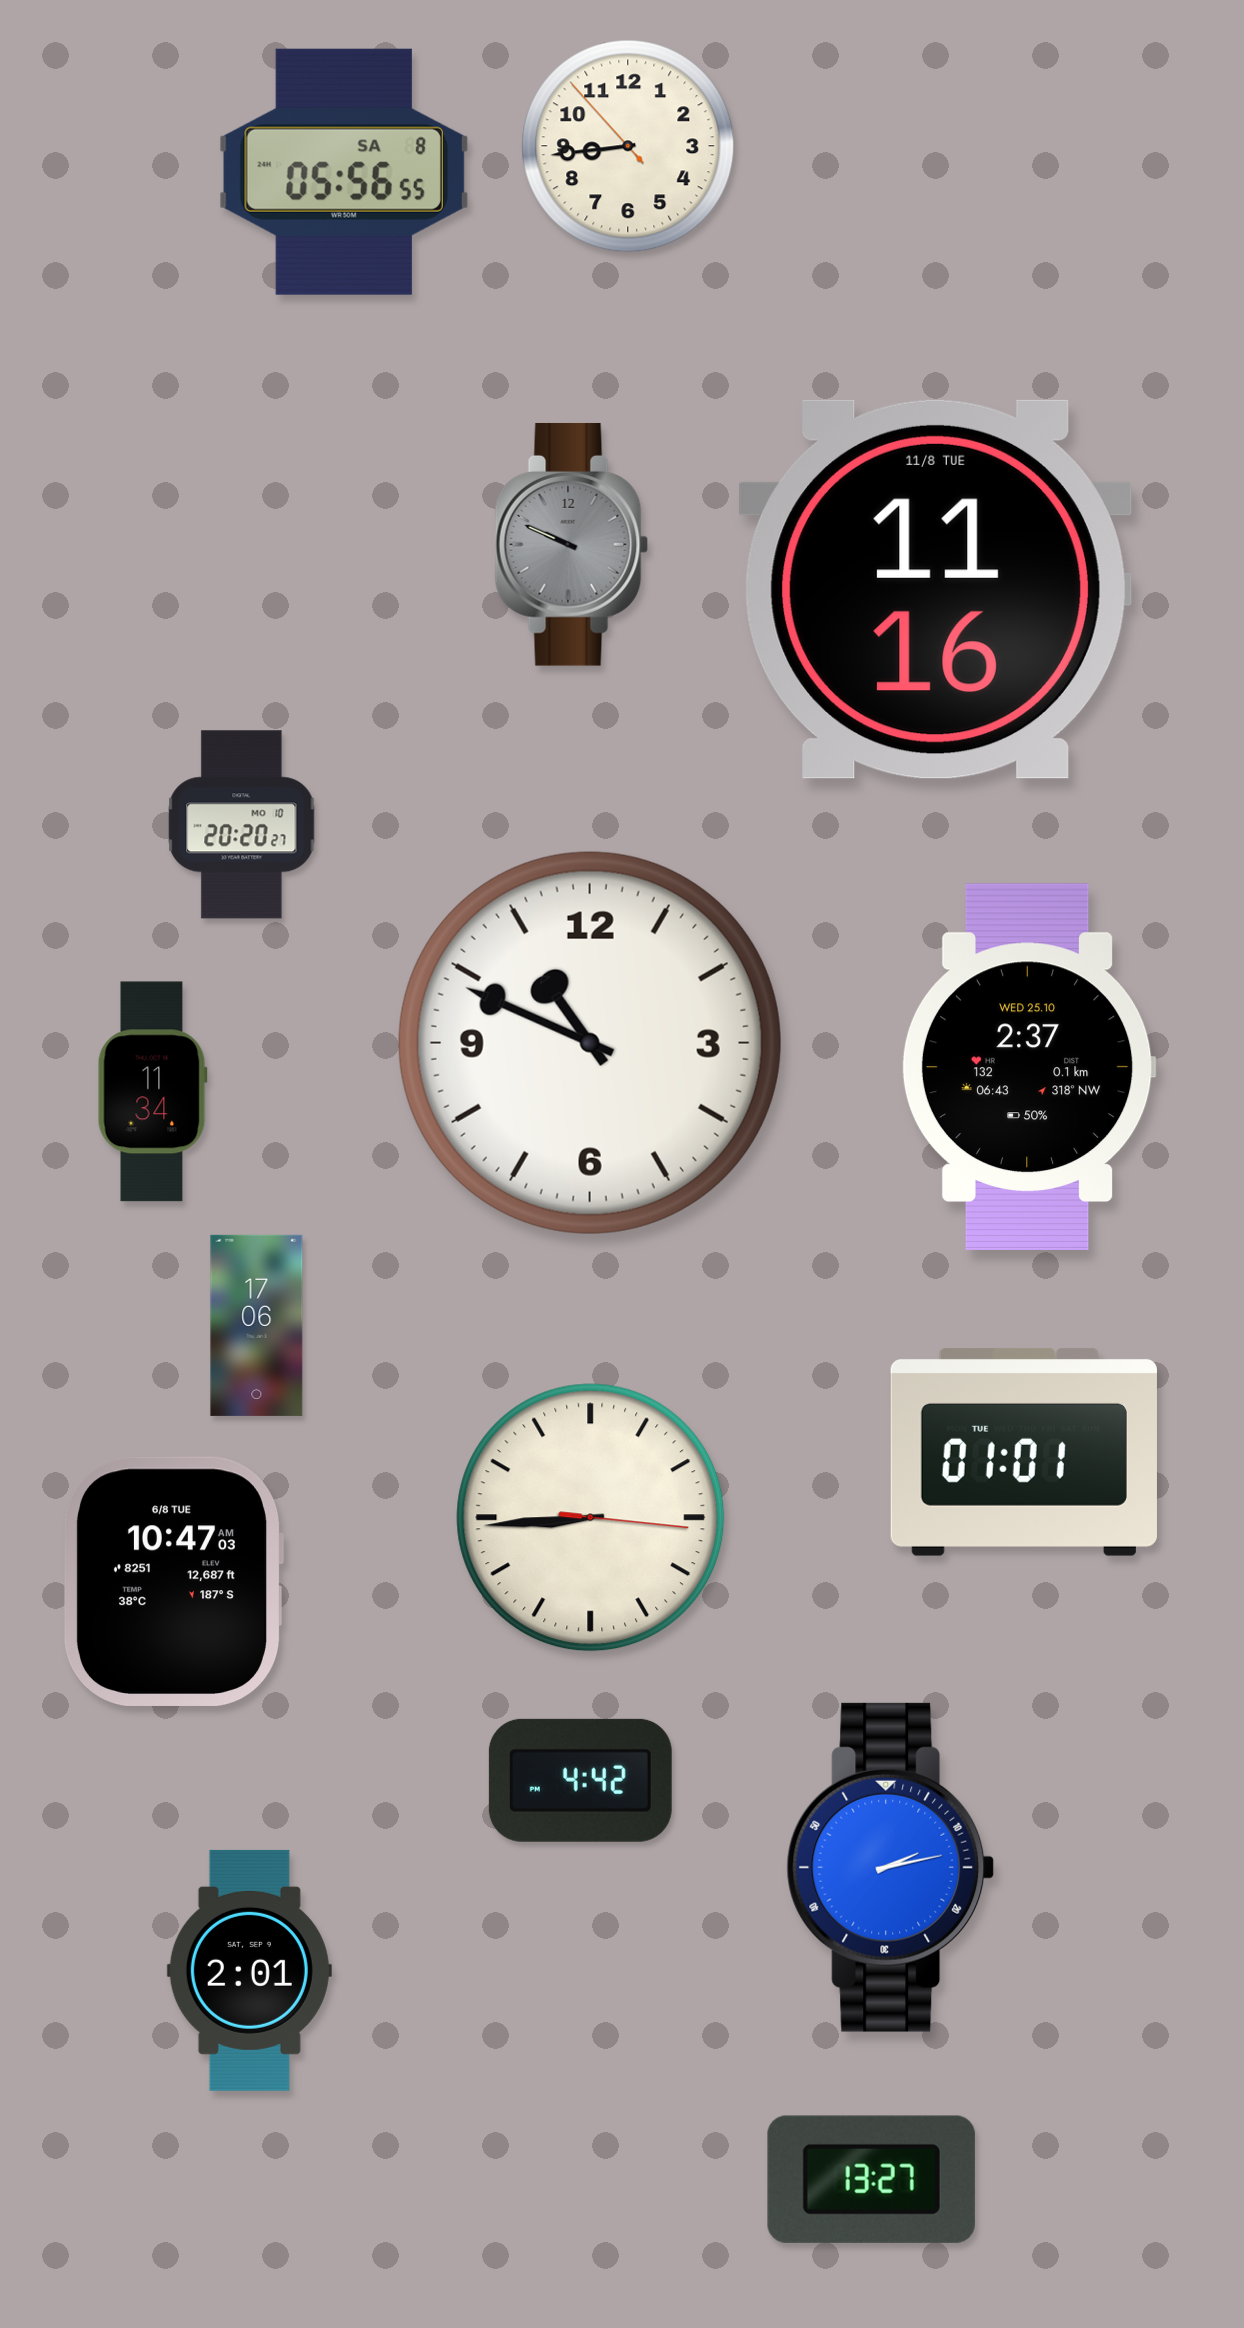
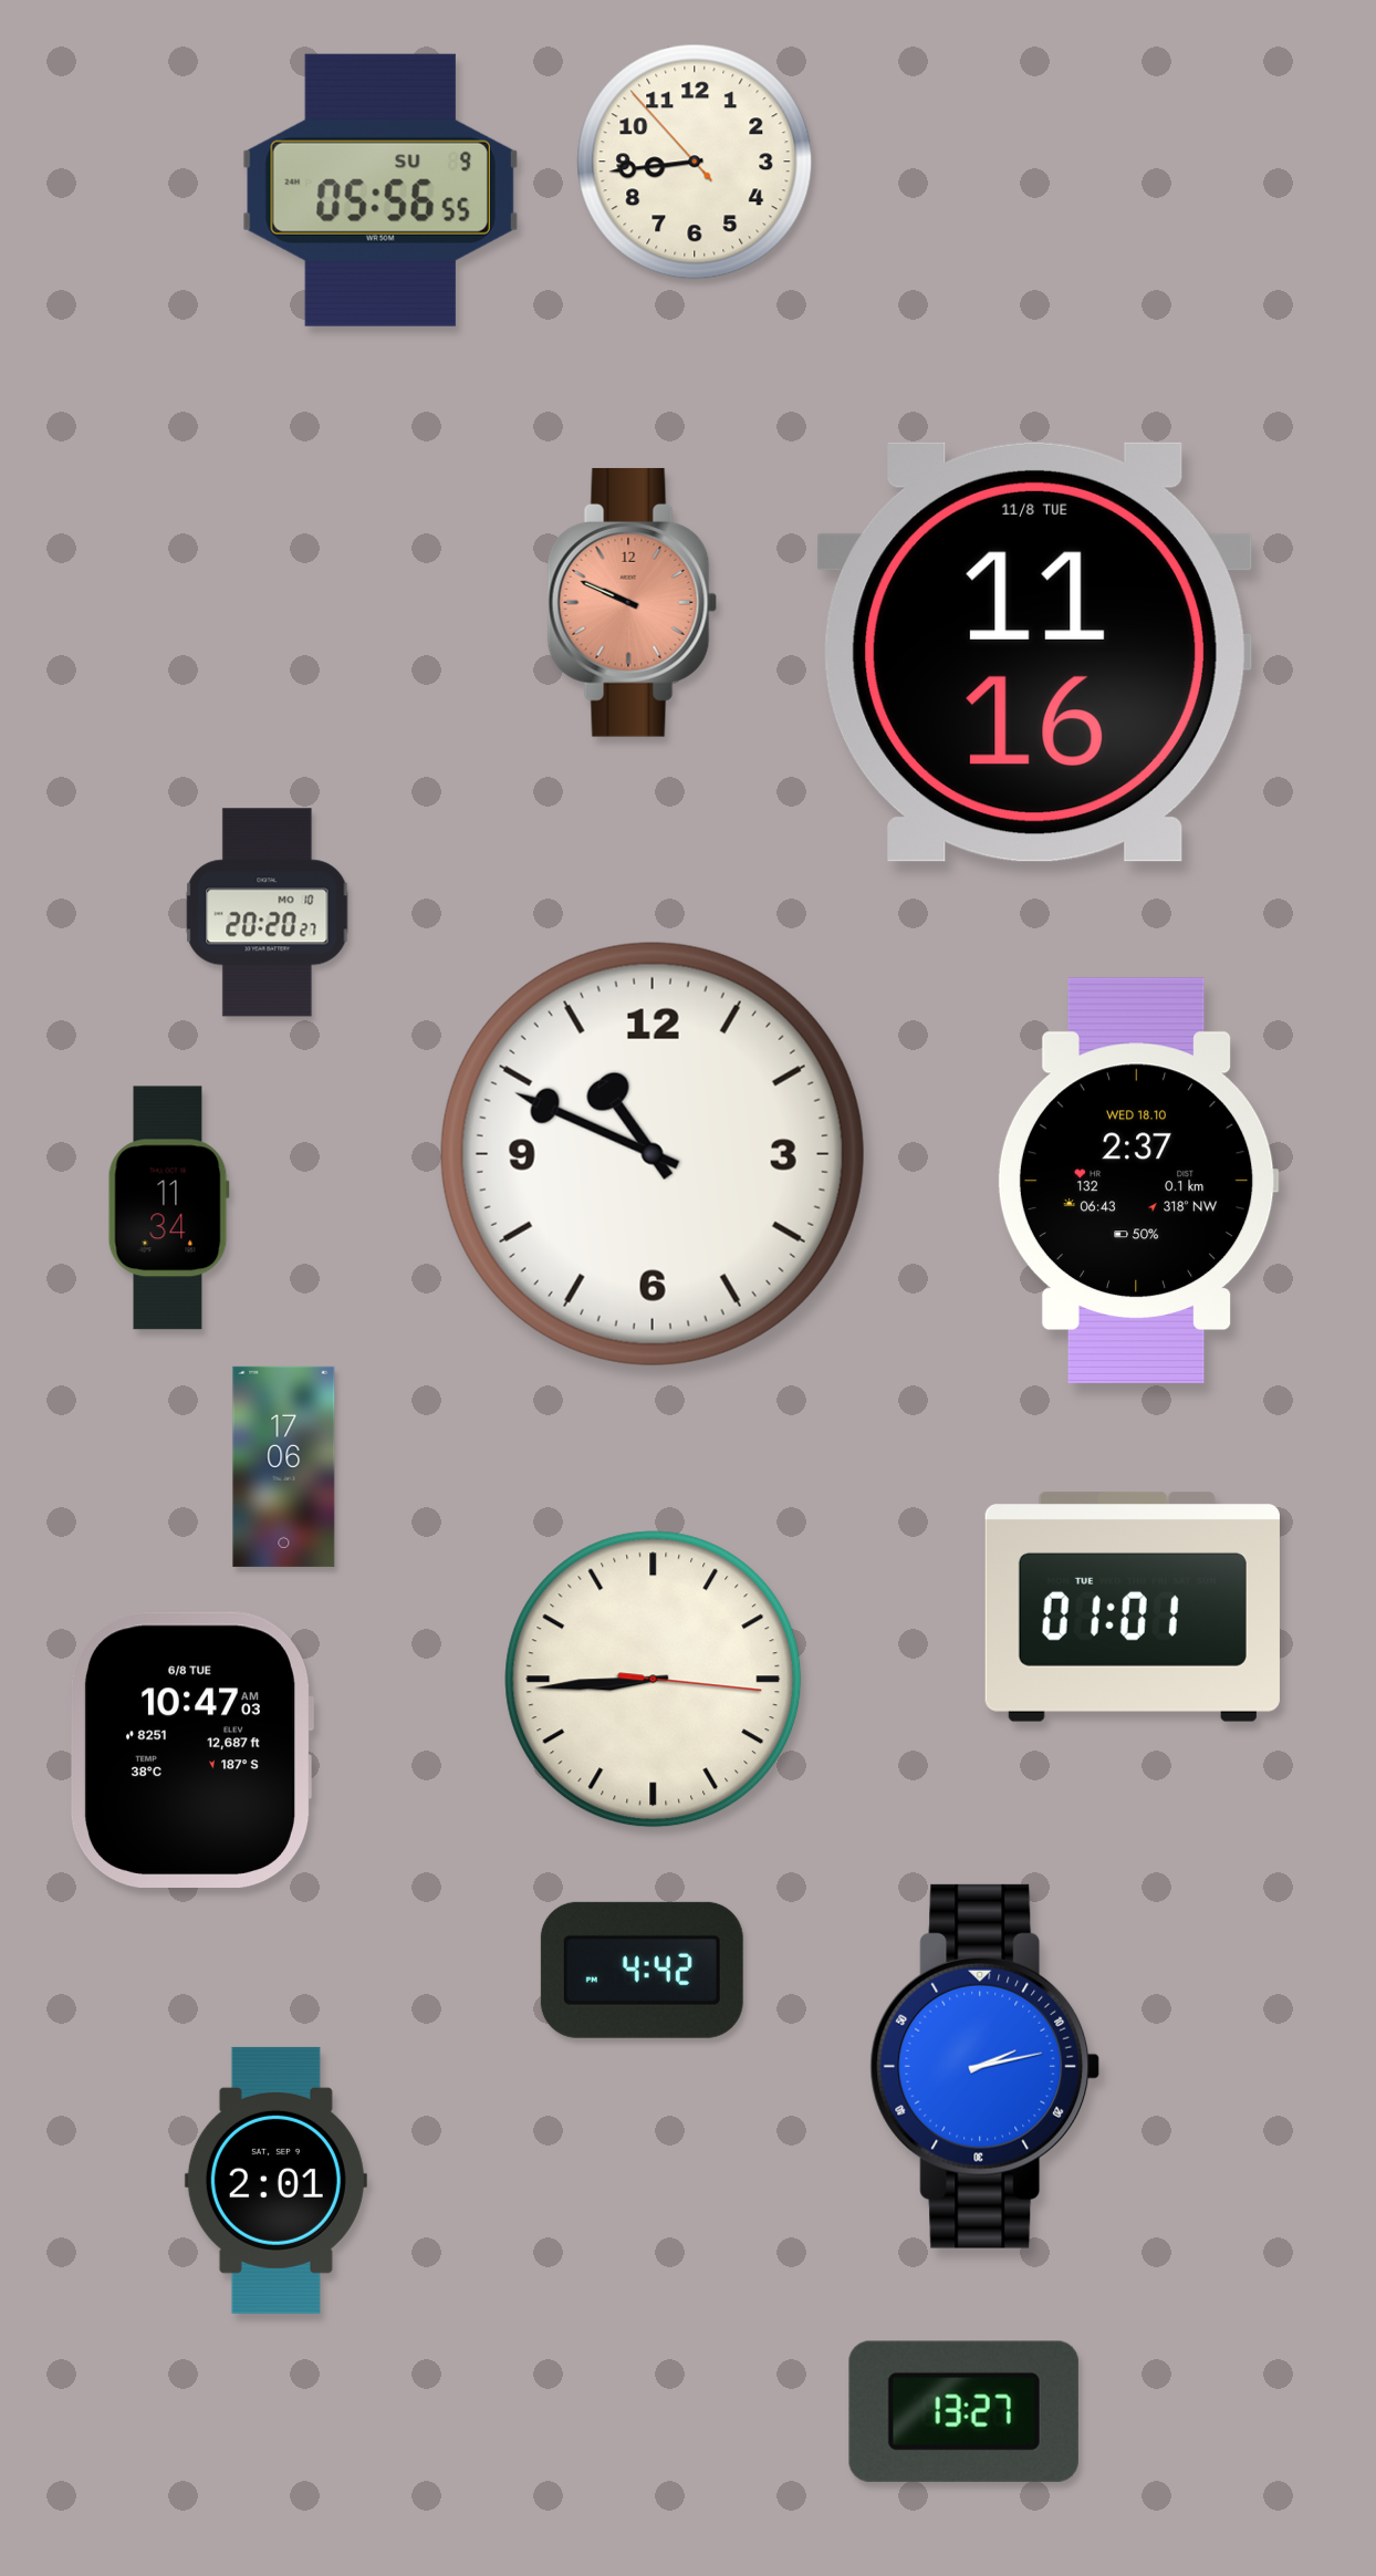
clock at (344, 172) date: SA 8 -> SU 9
clock at (572, 544) dial: grey -> salmon
clock at (1029, 1067) date: WED 25.10 -> WED 18.10
